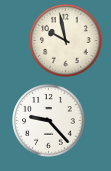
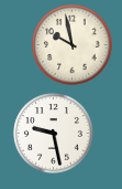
clock at (49, 121): 9:23 -> 9:28
